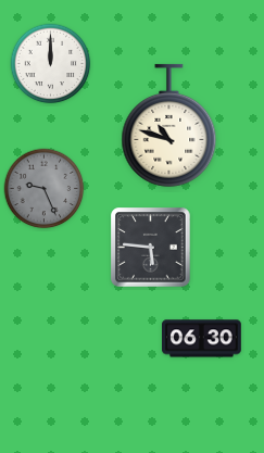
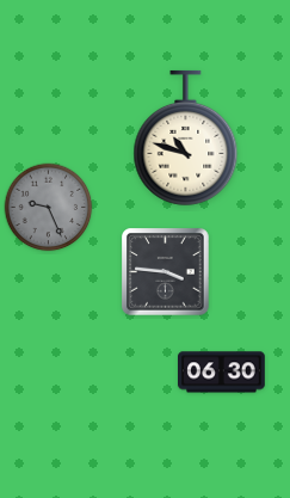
clock at (51, 64): 12:00 -> none
clock at (151, 248): 5:46 -> 3:46
